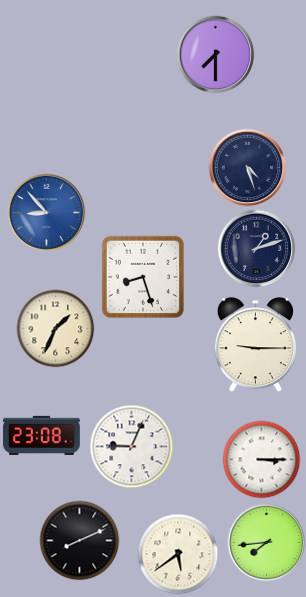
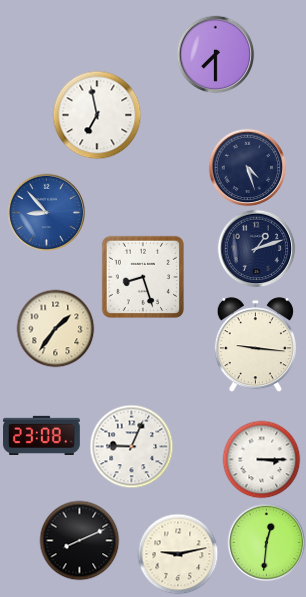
clock at (97, 115): none -> 6:58
clock at (55, 328): 1:34 -> 1:36
clock at (255, 345): 9:15 -> 9:16
clock at (266, 542): 7:44 -> 12:31
clock at (178, 554): 5:39 -> 9:13
